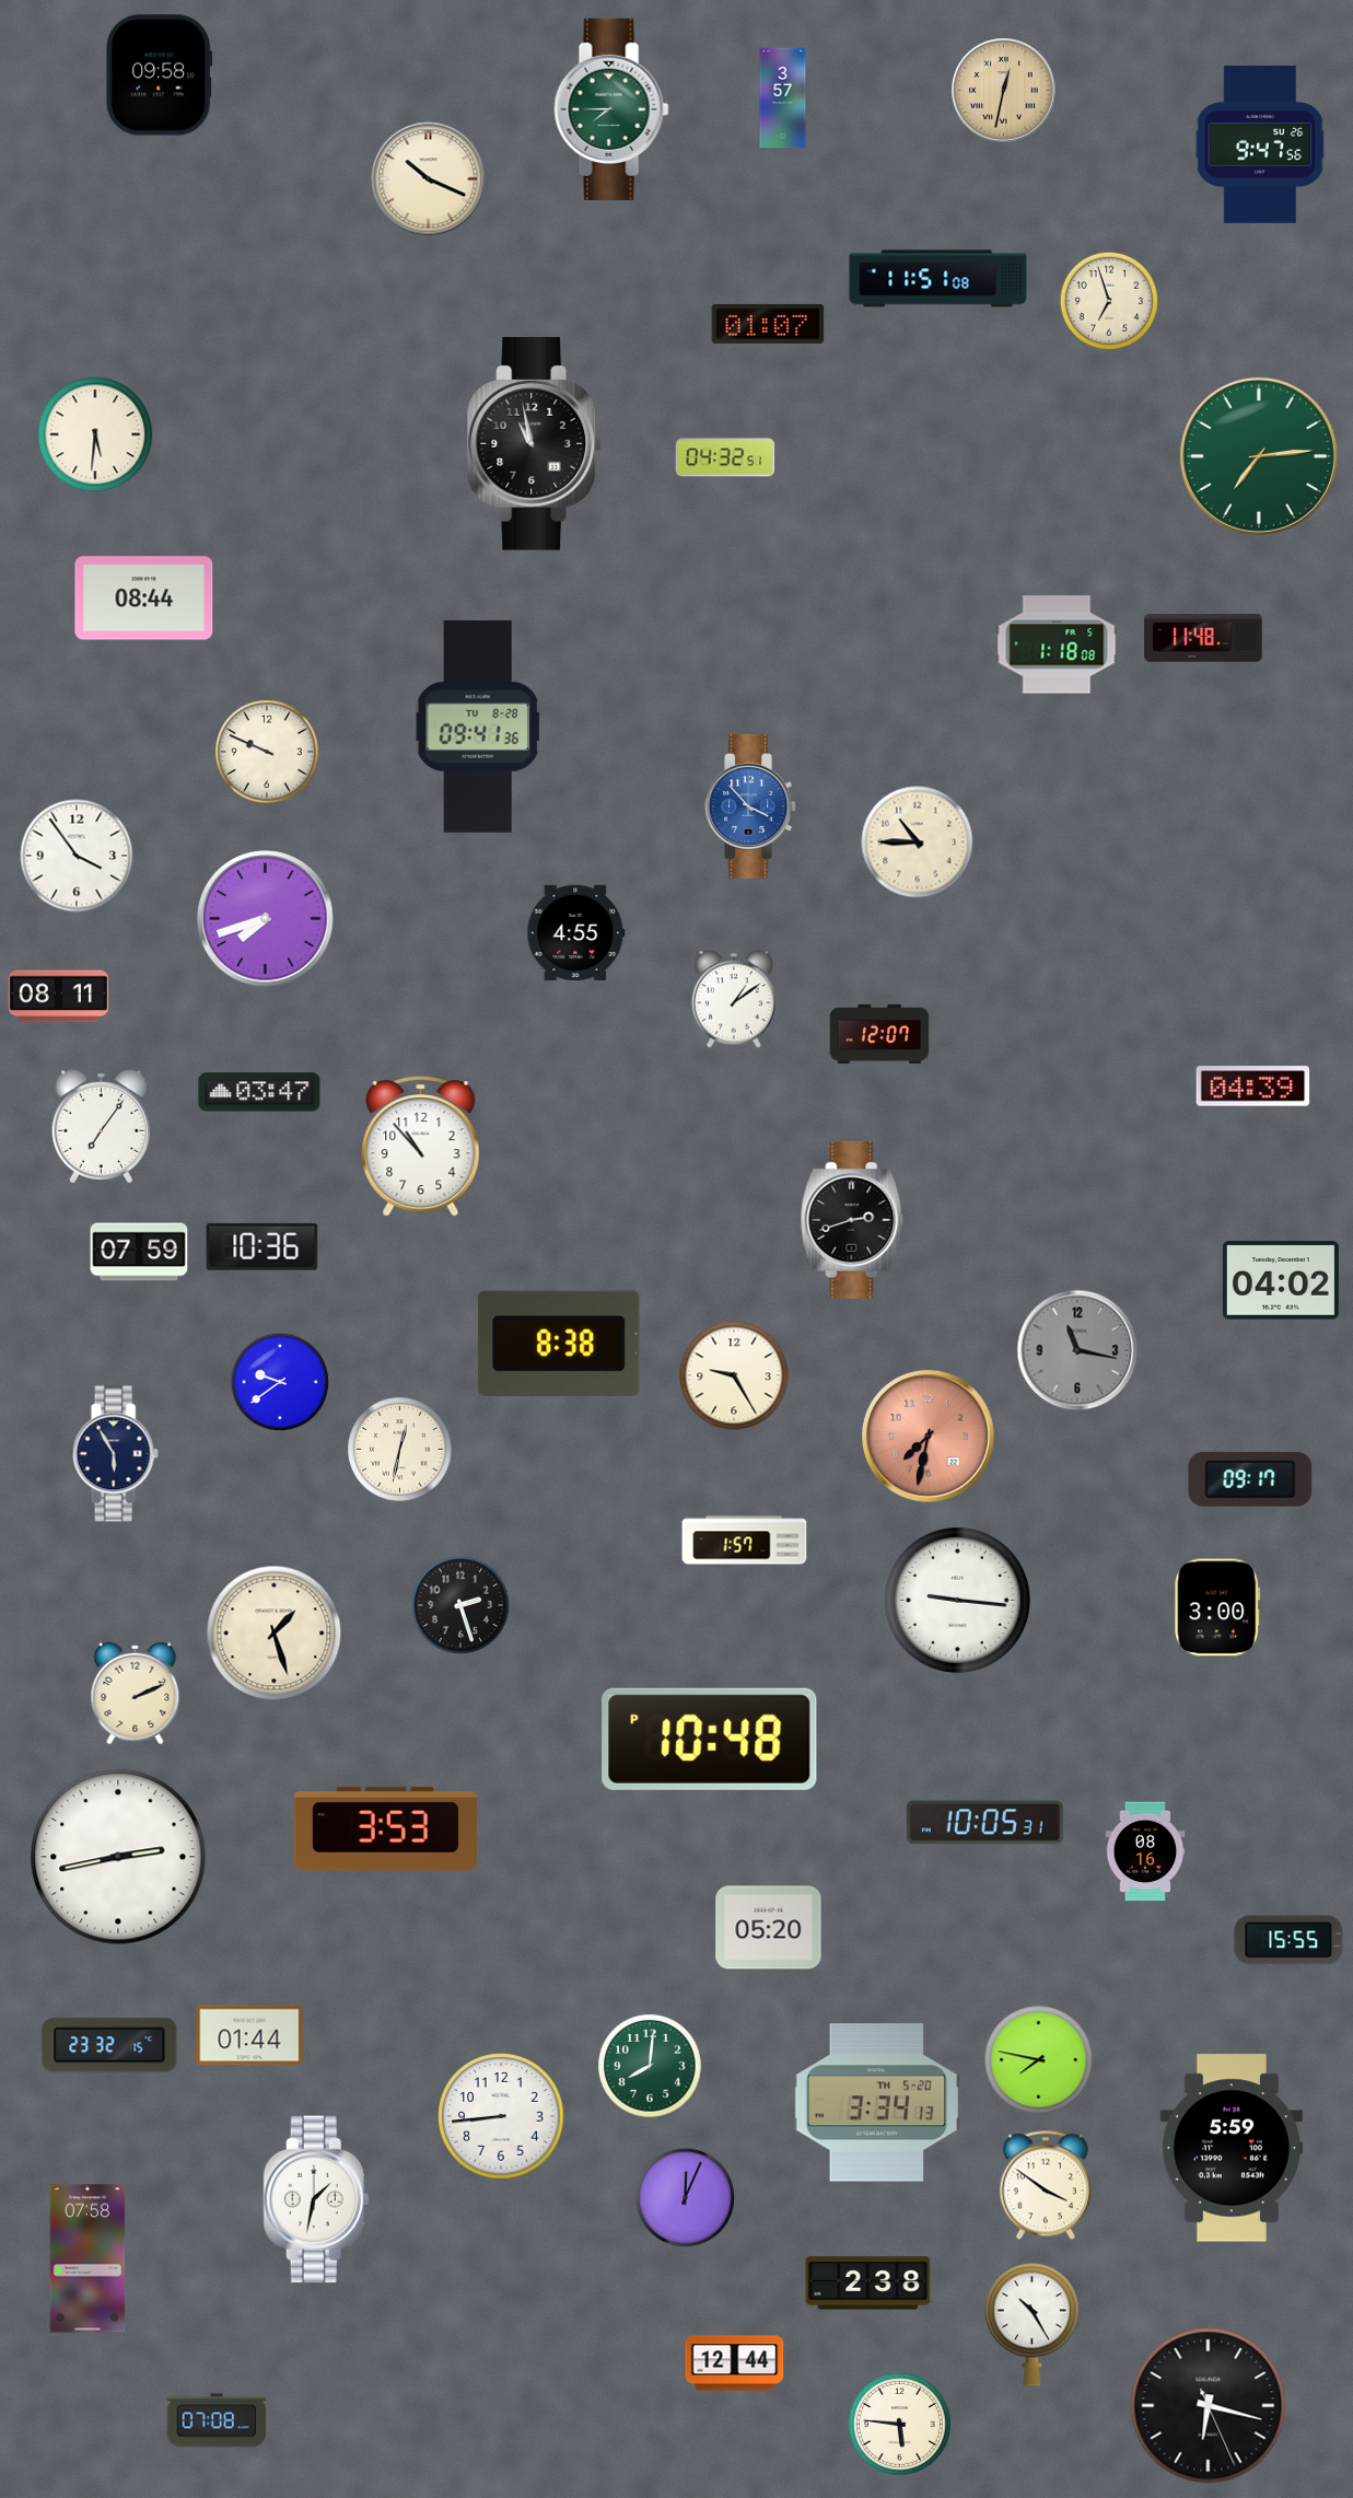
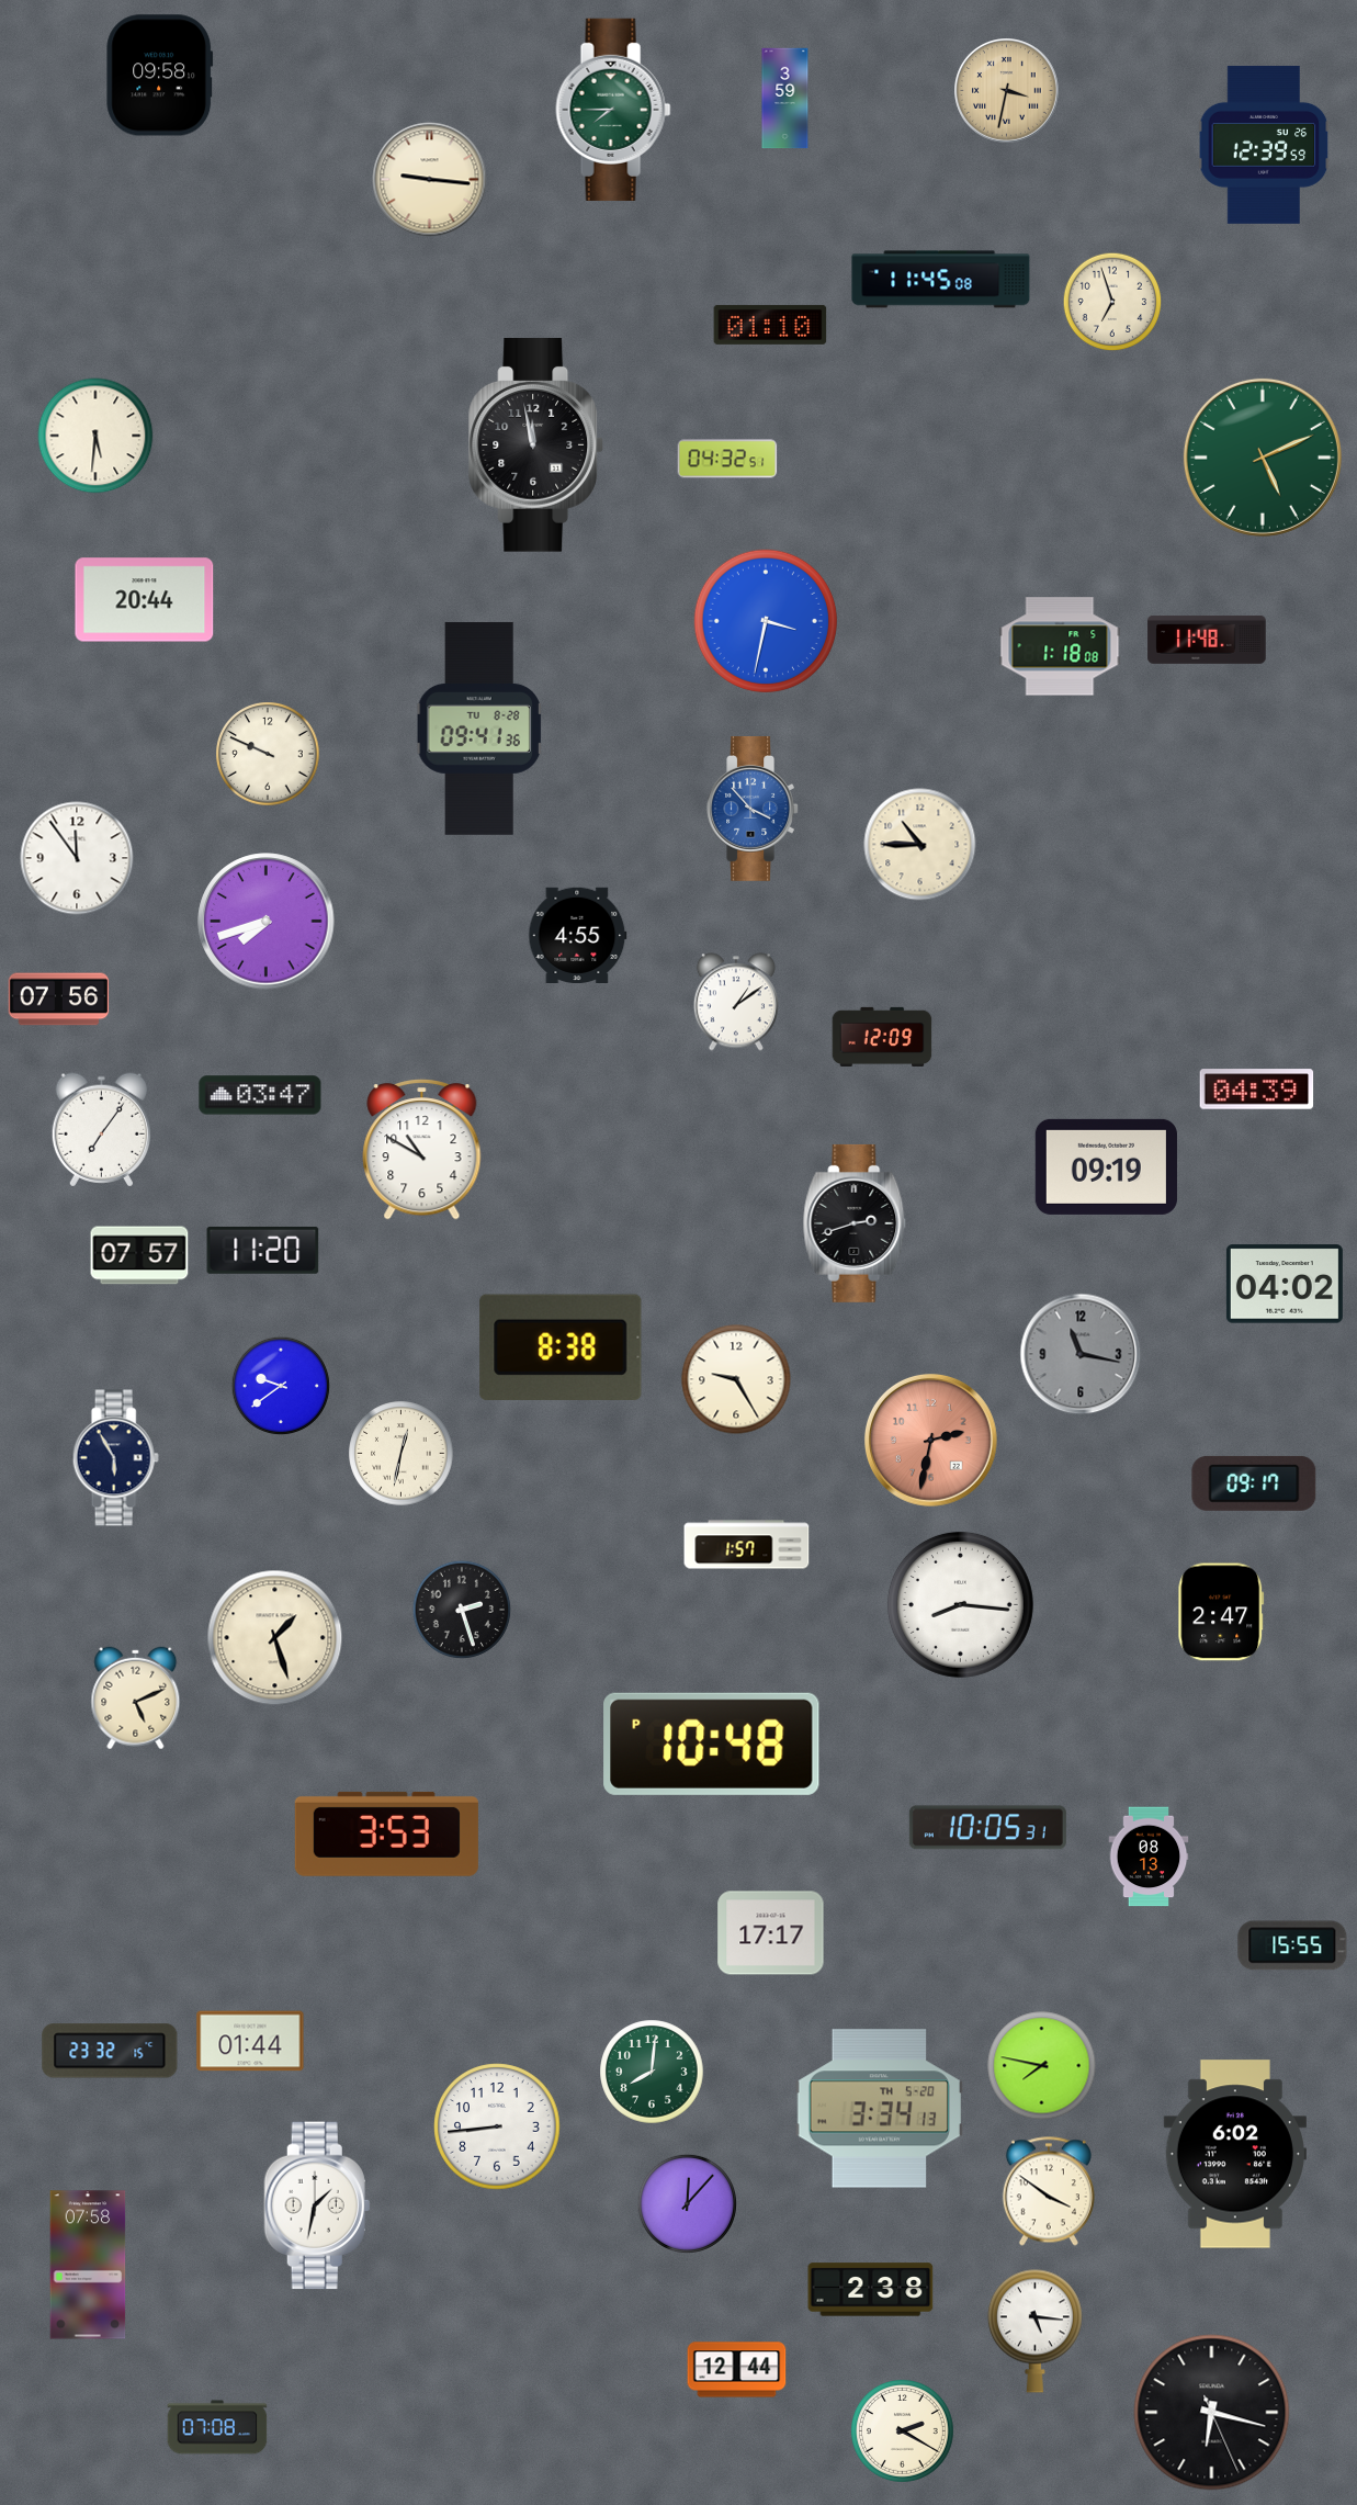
clock at (1004, 91): 12:32 -> 3:32
clock at (783, 98): 3:57 -> 3:59
clock at (1260, 144): 9:47 -> 12:39
clock at (429, 179): 10:19 -> 9:16
clock at (938, 279): 11:51 -> 11:45
clock at (768, 324): 01:07 -> 01:10
clock at (535, 444): 10:58 -> 11:58
clock at (1259, 456): 7:14 -> 5:11
clock at (144, 599): 08:44 -> 20:44
clock at (766, 621): none -> 3:32
clock at (77, 856): 3:54 -> 11:54
clock at (59, 997): 08:11 -> 07:56
clock at (879, 1034): 12:07 -> 12:09
clock at (421, 1147): 10:53 -> 10:50
clock at (1106, 1166): none -> 09:19
clock at (263, 1247): 10:36 -> 11:20
clock at (139, 1252): 07:59 -> 07:57
clock at (928, 1436): 7:32 -> 2:32
clock at (957, 1600): 9:16 -> 8:16
clock at (1217, 1607): 3:00 -> 2:47
clock at (136, 1694): 2:11 -> 5:11
clock at (1145, 1851): 08:16 -> 08:13
clock at (118, 1857): 2:43 -> none
clock at (769, 1928): 05:20 -> 17:17
clock at (501, 2116) position: (501, 2116) -> (497, 2126)
clock at (1232, 2148): 5:59 -> 6:02
clock at (685, 2197): 12:04 -> 12:07
clock at (1031, 2324): 10:25 -> 5:16
clock at (900, 2425): 5:46 -> 2:20
